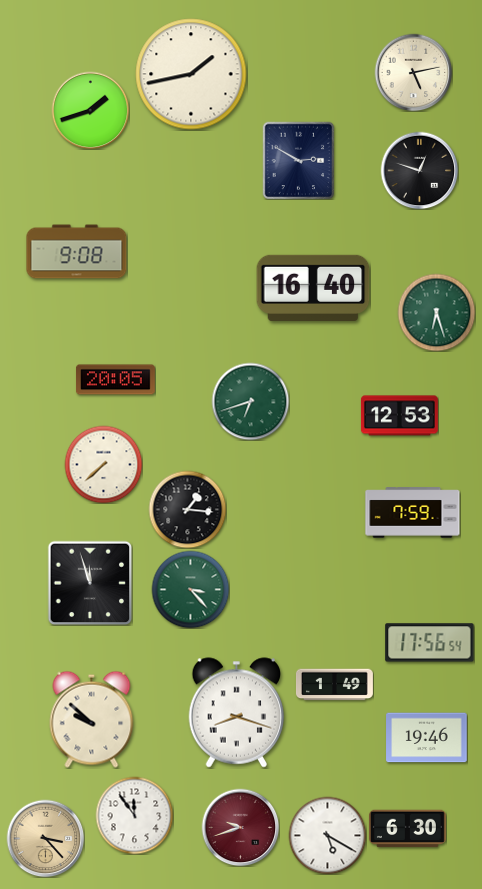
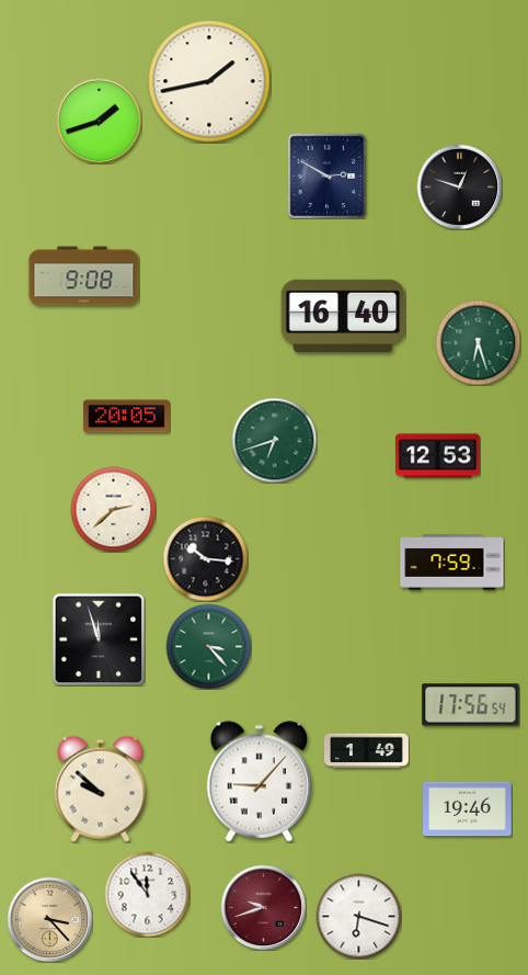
clock at (413, 72): 5:13 -> none
clock at (103, 464): 7:38 -> 2:38
clock at (187, 509): 1:16 -> 10:16
clock at (237, 713): 8:18 -> 9:07
clock at (407, 829): 6:30 -> none
clock at (327, 835): 5:20 -> 6:18
